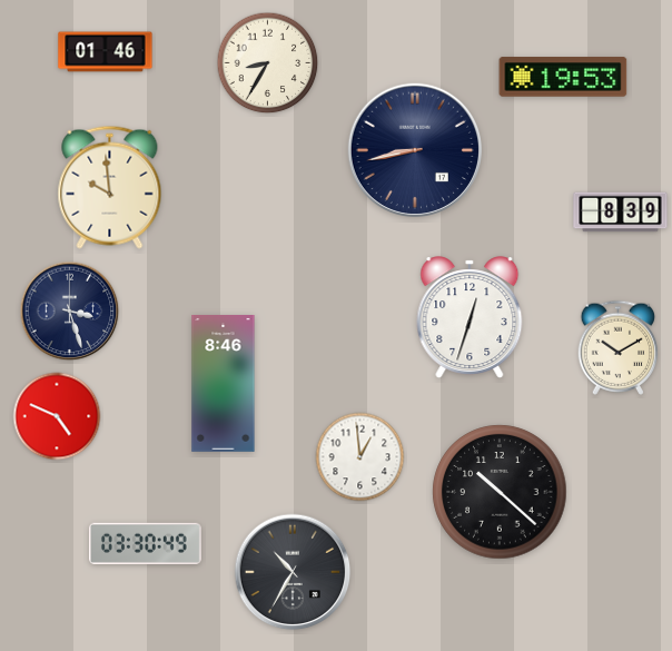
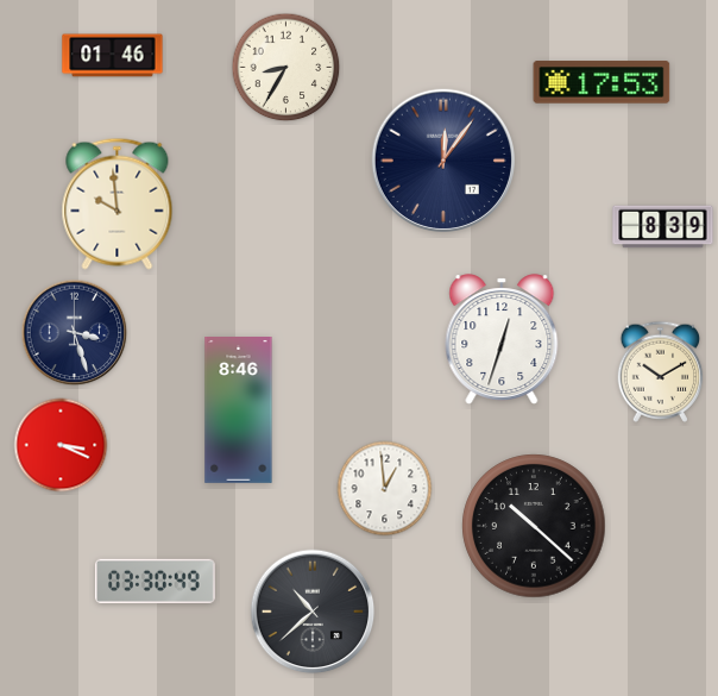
clock at (563, 77): 19:53 -> 17:53
clock at (414, 149): 8:43 -> 12:06
clock at (110, 187) position: (110, 187) -> (118, 203)
clock at (57, 416): 4:49 -> 3:19
clock at (293, 572): 10:35 -> 10:38
